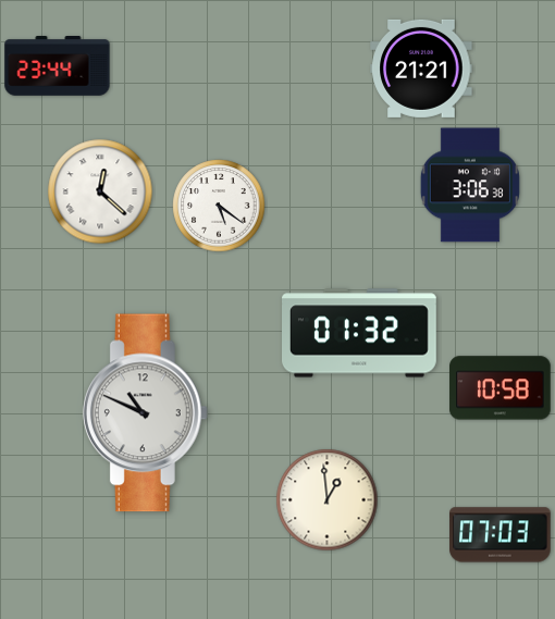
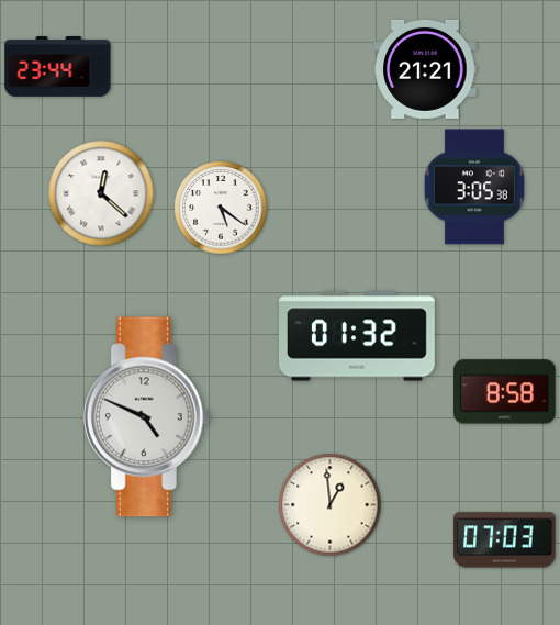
clock at (470, 185): 3:06 -> 3:05
clock at (360, 333) position: (360, 333) -> (358, 336)
clock at (501, 388): 10:58 -> 8:58
clock at (145, 413): 10:49 -> 4:49
